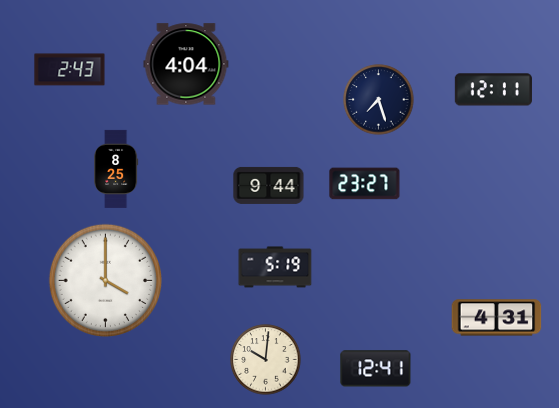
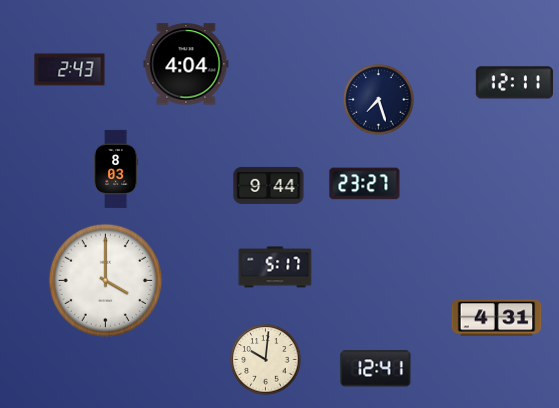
clock at (493, 90) position: (493, 90) -> (514, 83)
clock at (116, 169): 8:25 -> 8:03
clock at (275, 267): 5:19 -> 5:17
